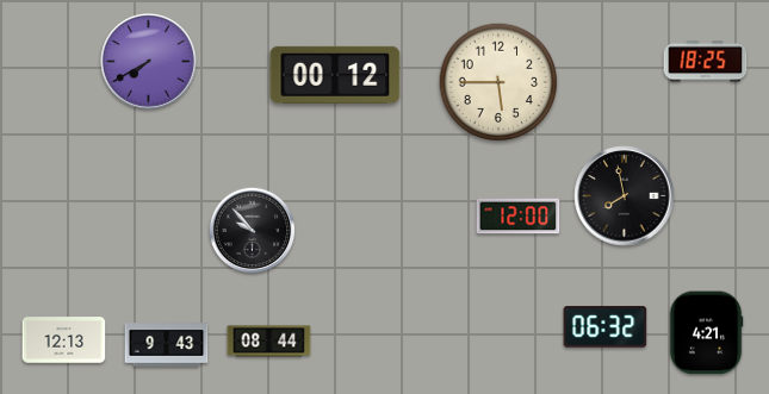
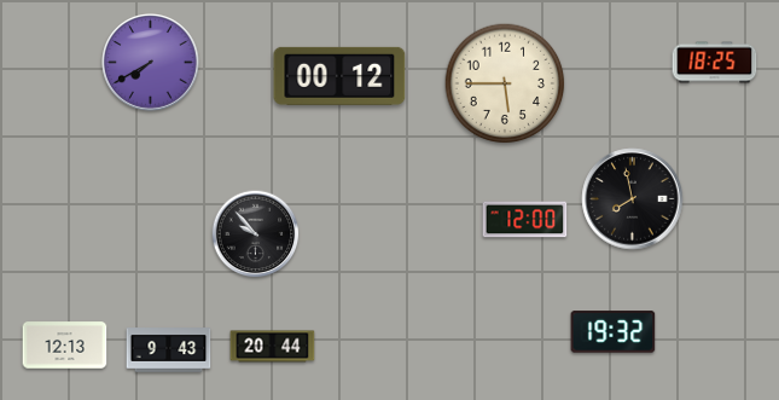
clock at (606, 327): 06:32 -> 19:32
clock at (706, 333): 4:21 -> none
clock at (269, 342): 08:44 -> 20:44
